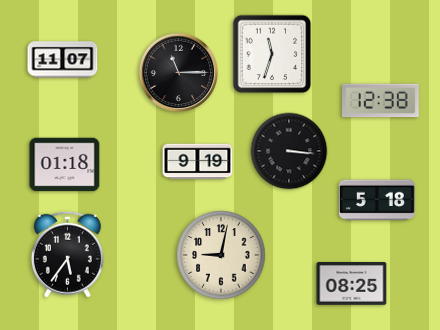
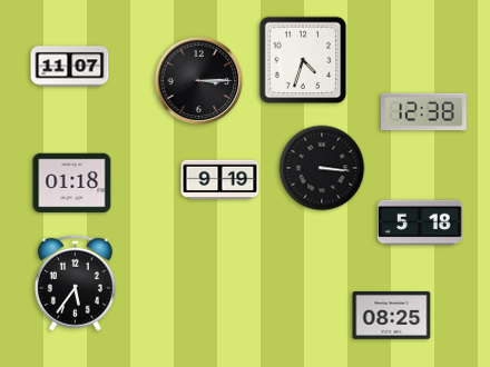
clock at (272, 54): 11:33 -> 4:33
clock at (178, 72): 11:15 -> 3:15
clock at (221, 255): 9:02 -> none
